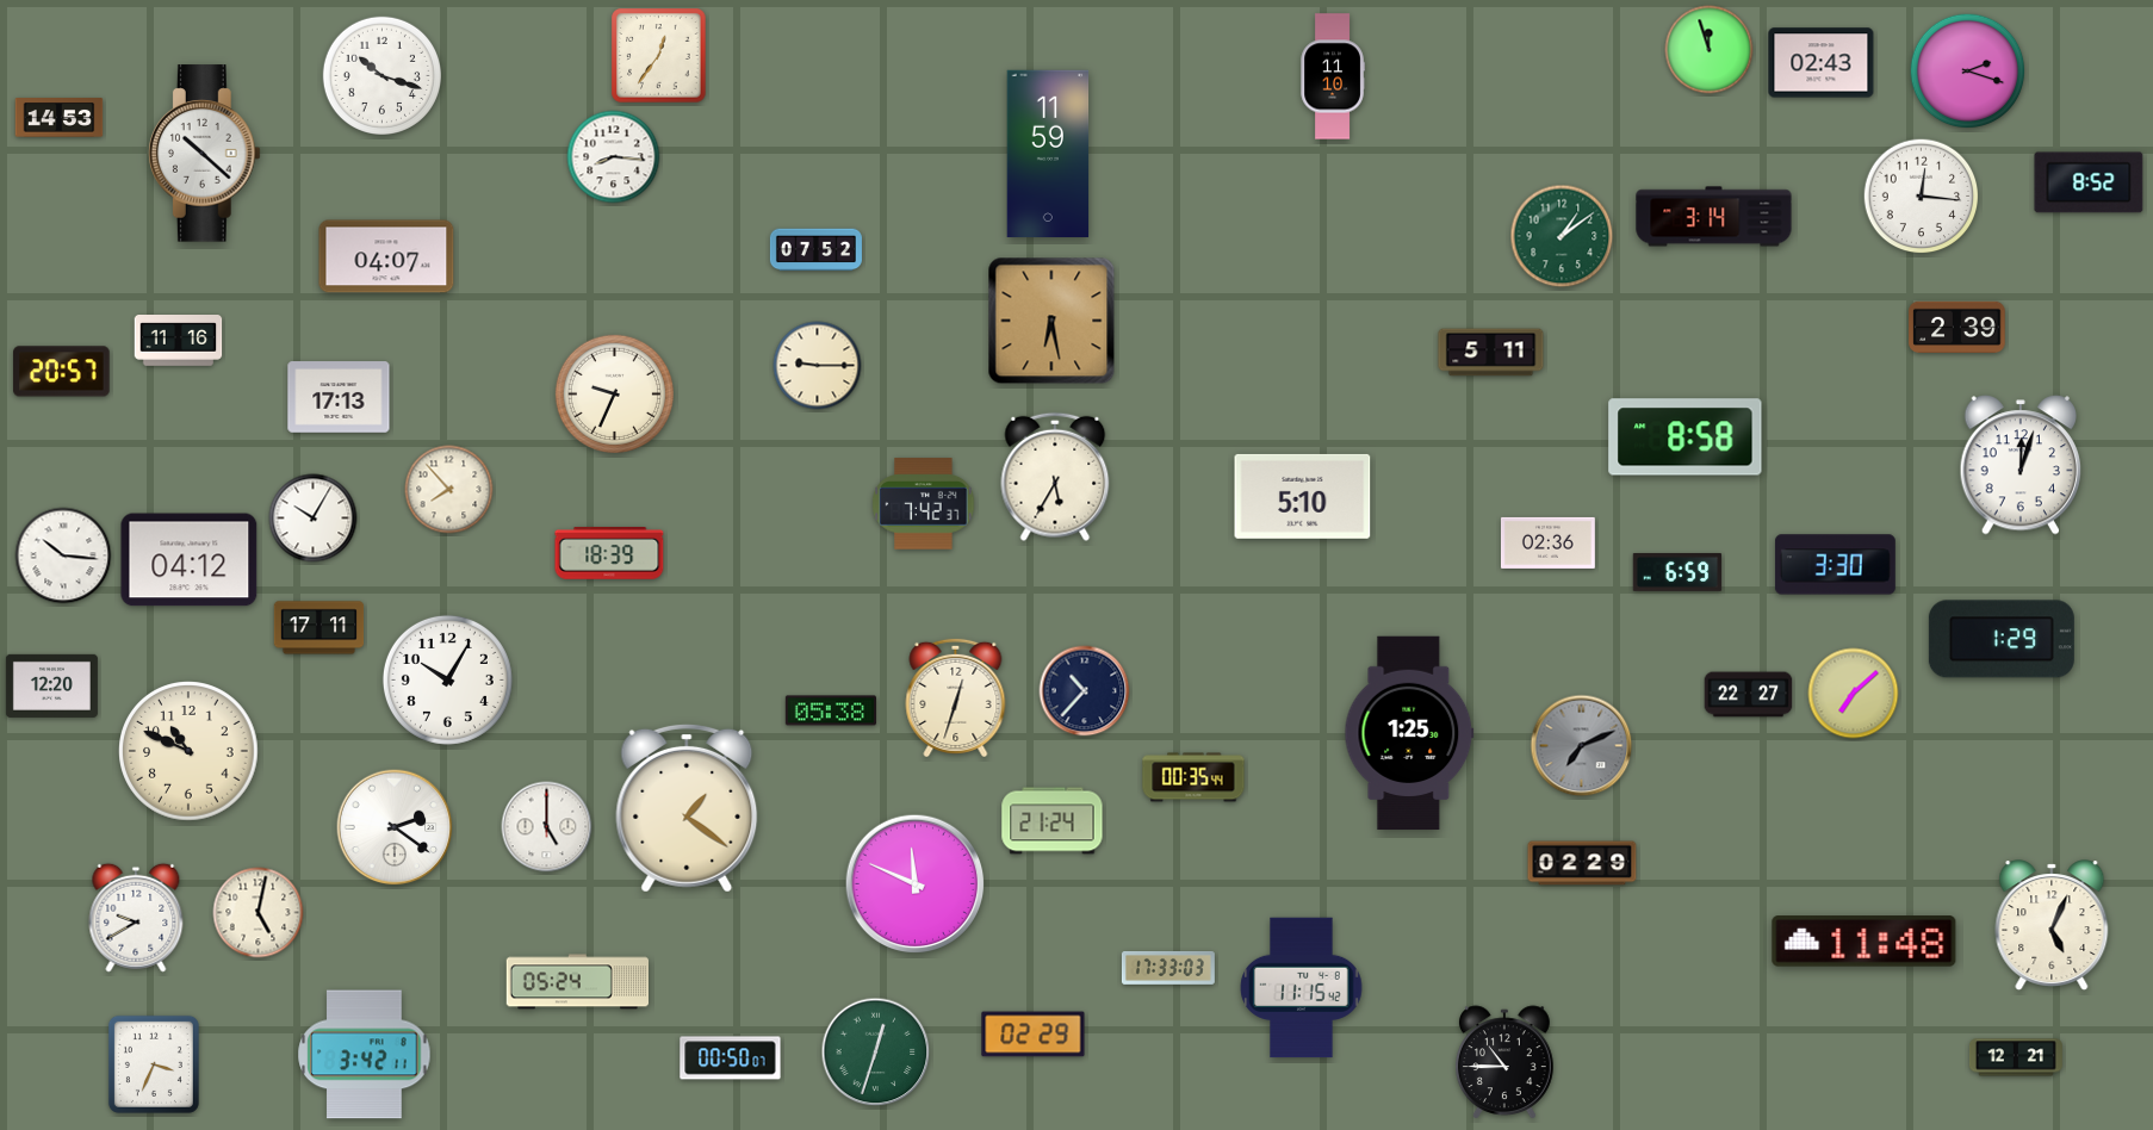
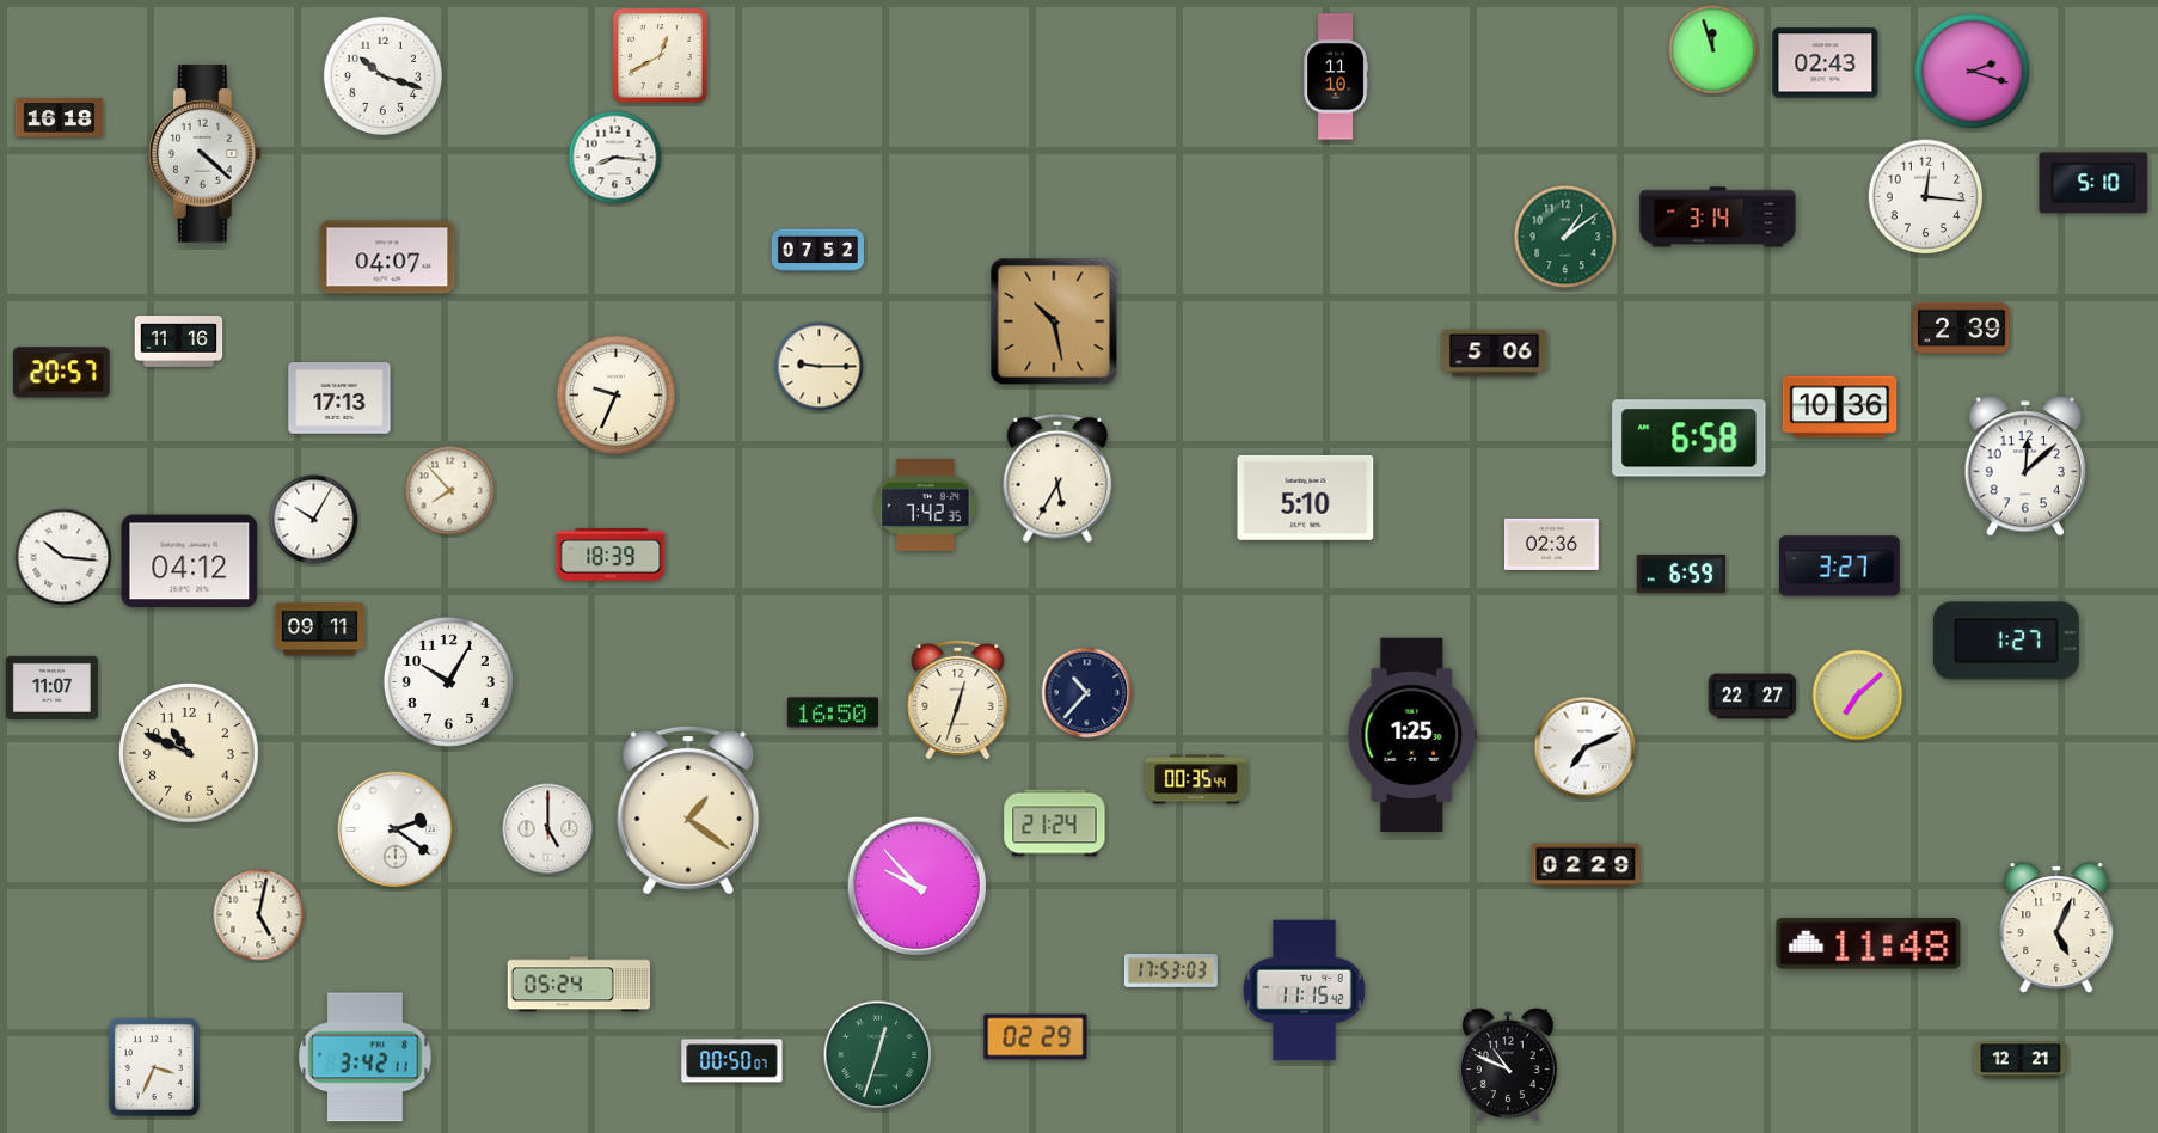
clock at (659, 56): 12:36 -> 12:40
clock at (60, 118): 14:53 -> 16:18
clock at (204, 154): 10:22 -> 4:22
clock at (1048, 154): 11:59 -> none
clock at (2089, 182): 8:52 -> 5:10
clock at (1051, 321): 6:28 -> 10:28
clock at (1491, 353): 5:11 -> 5:06
clock at (1840, 408): none -> 10:36
clock at (1686, 437): 8:58 -> 6:58
clock at (2021, 465): 12:03 -> 12:08
clock at (924, 504): 7:42:37 -> 7:42:35
clock at (1835, 565): 3:30 -> 3:27
clock at (319, 628): 17:11 -> 09:11
clock at (2002, 639): 1:29 -> 1:27
clock at (51, 685): 12:20 -> 11:07
clock at (831, 710): 05:38 -> 16:50
clock at (1582, 746) dial: grey -> white
clock at (916, 884): 11:49 -> 9:53
clock at (136, 918): 9:40 -> none
clock at (1168, 968): 17:33 -> 17:53
clock at (1506, 1062): 10:45 -> 10:49
